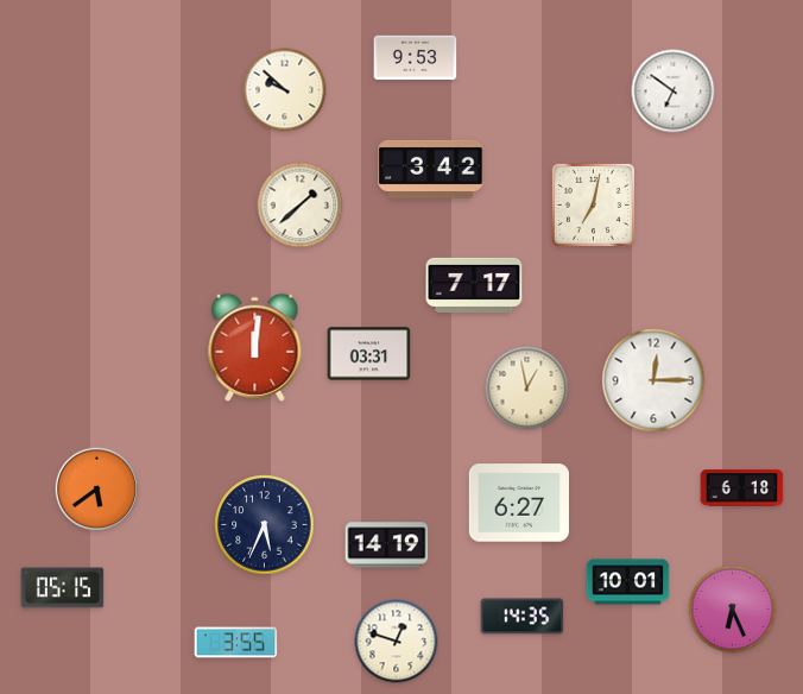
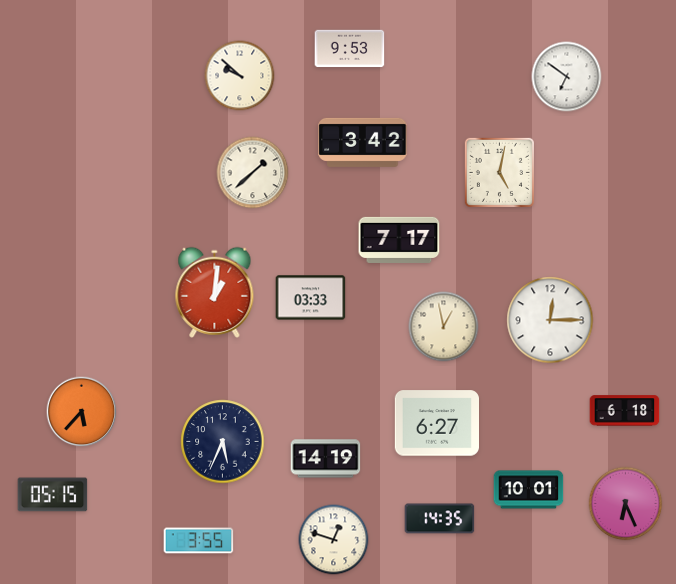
clock at (593, 204): 7:02 -> 5:02
clock at (255, 347): 12:01 -> 1:01
clock at (369, 354): 03:31 -> 03:33
clock at (97, 490): 5:39 -> 5:37
clock at (733, 610) position: (733, 610) -> (626, 504)
